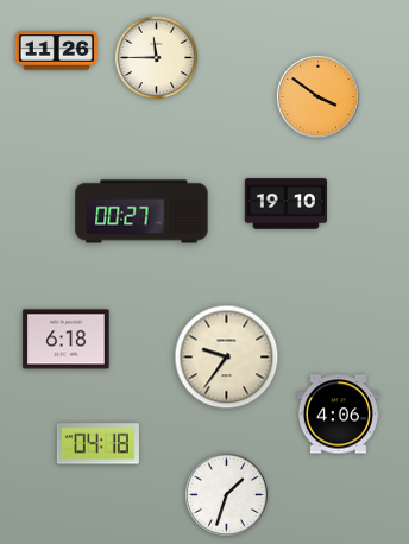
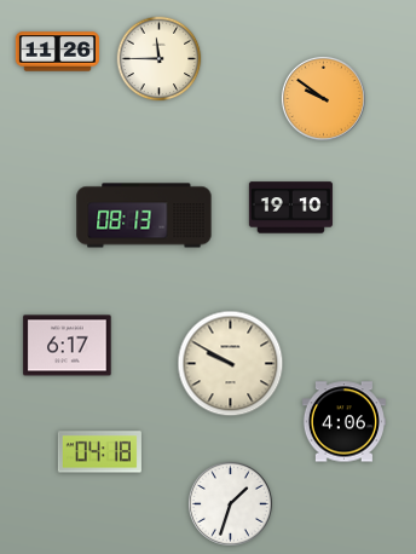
clock at (317, 96): 3:51 -> 9:51
clock at (141, 211): 00:27 -> 08:13
clock at (67, 340): 6:18 -> 6:17
clock at (227, 358): 9:36 -> 9:50
